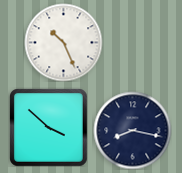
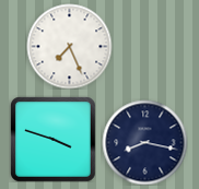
clock at (63, 42): 10:26 -> 7:26
clock at (48, 127): 3:52 -> 3:48
